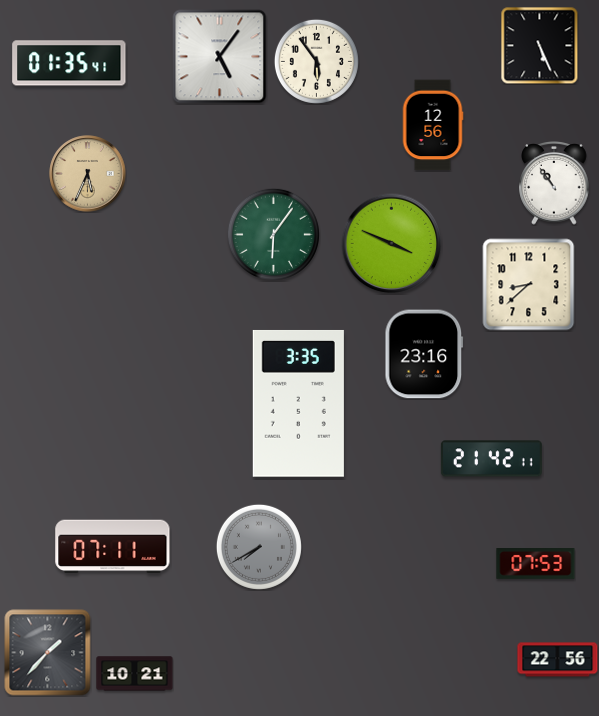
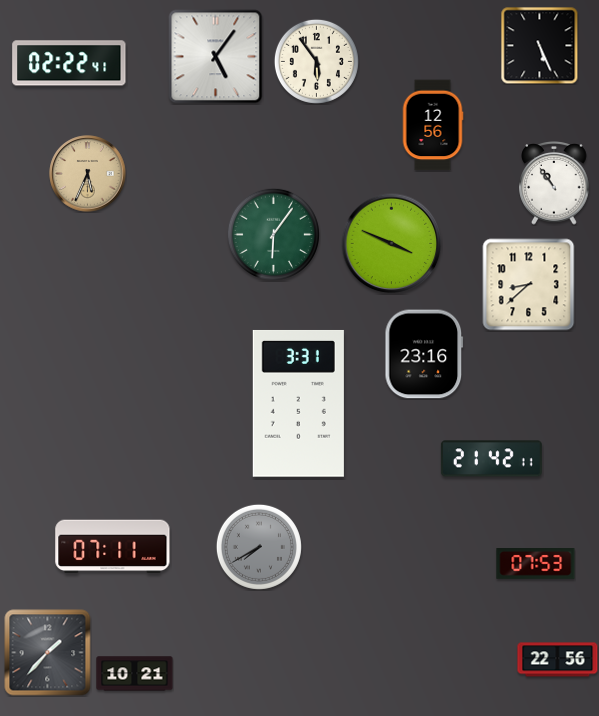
clock at (220, 57) position: (220, 57) -> (216, 57)
clock at (69, 63): 01:35 -> 02:22
clock at (298, 403): 3:35 -> 3:31
